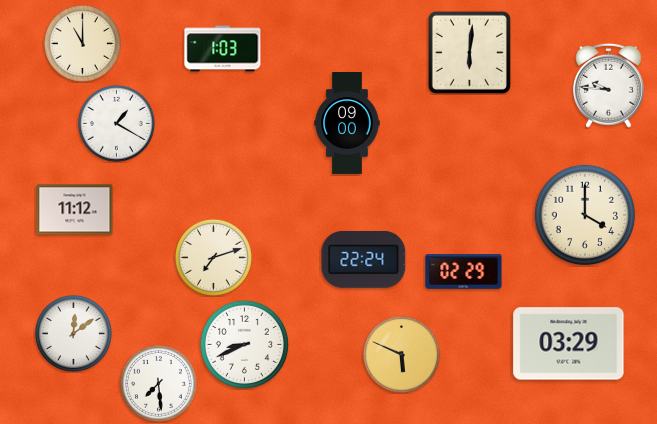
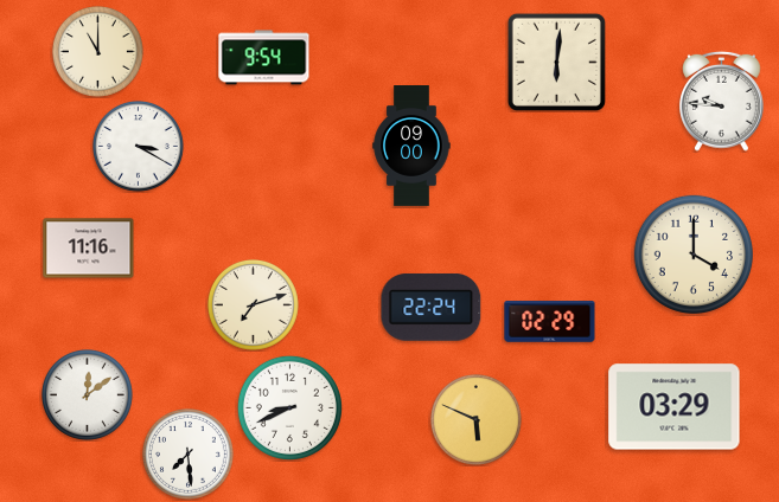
clock at (223, 49): 1:03 -> 9:54
clock at (116, 123): 1:20 -> 3:20
clock at (75, 210): 11:12 -> 11:16
